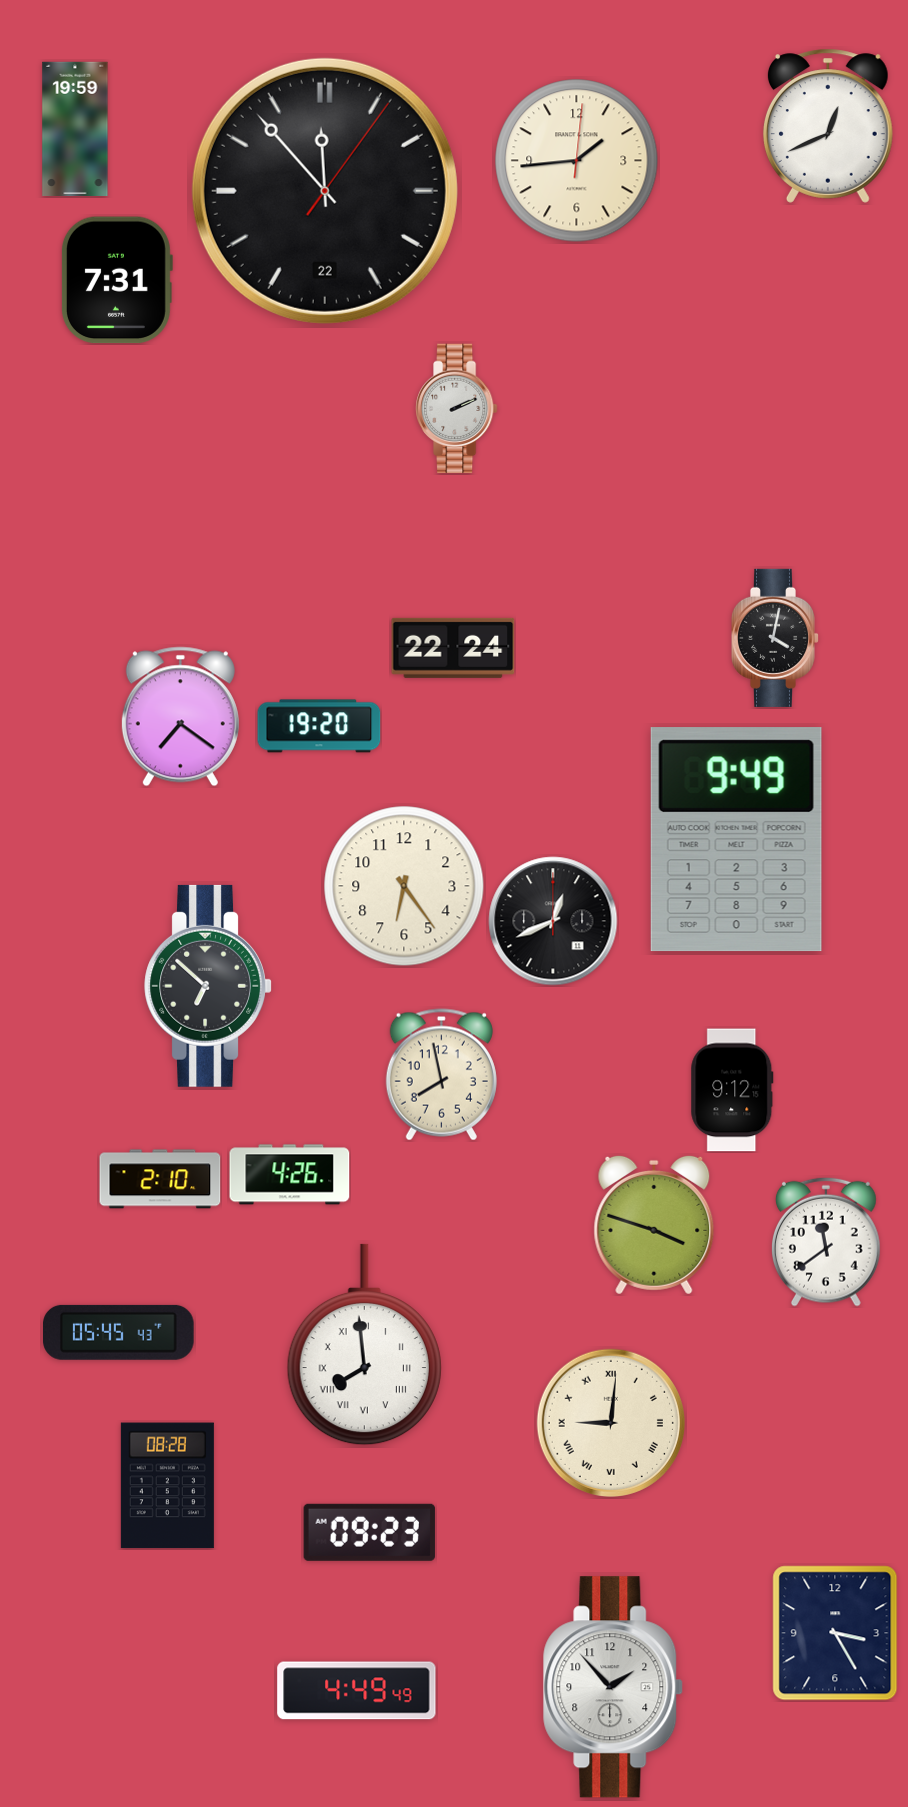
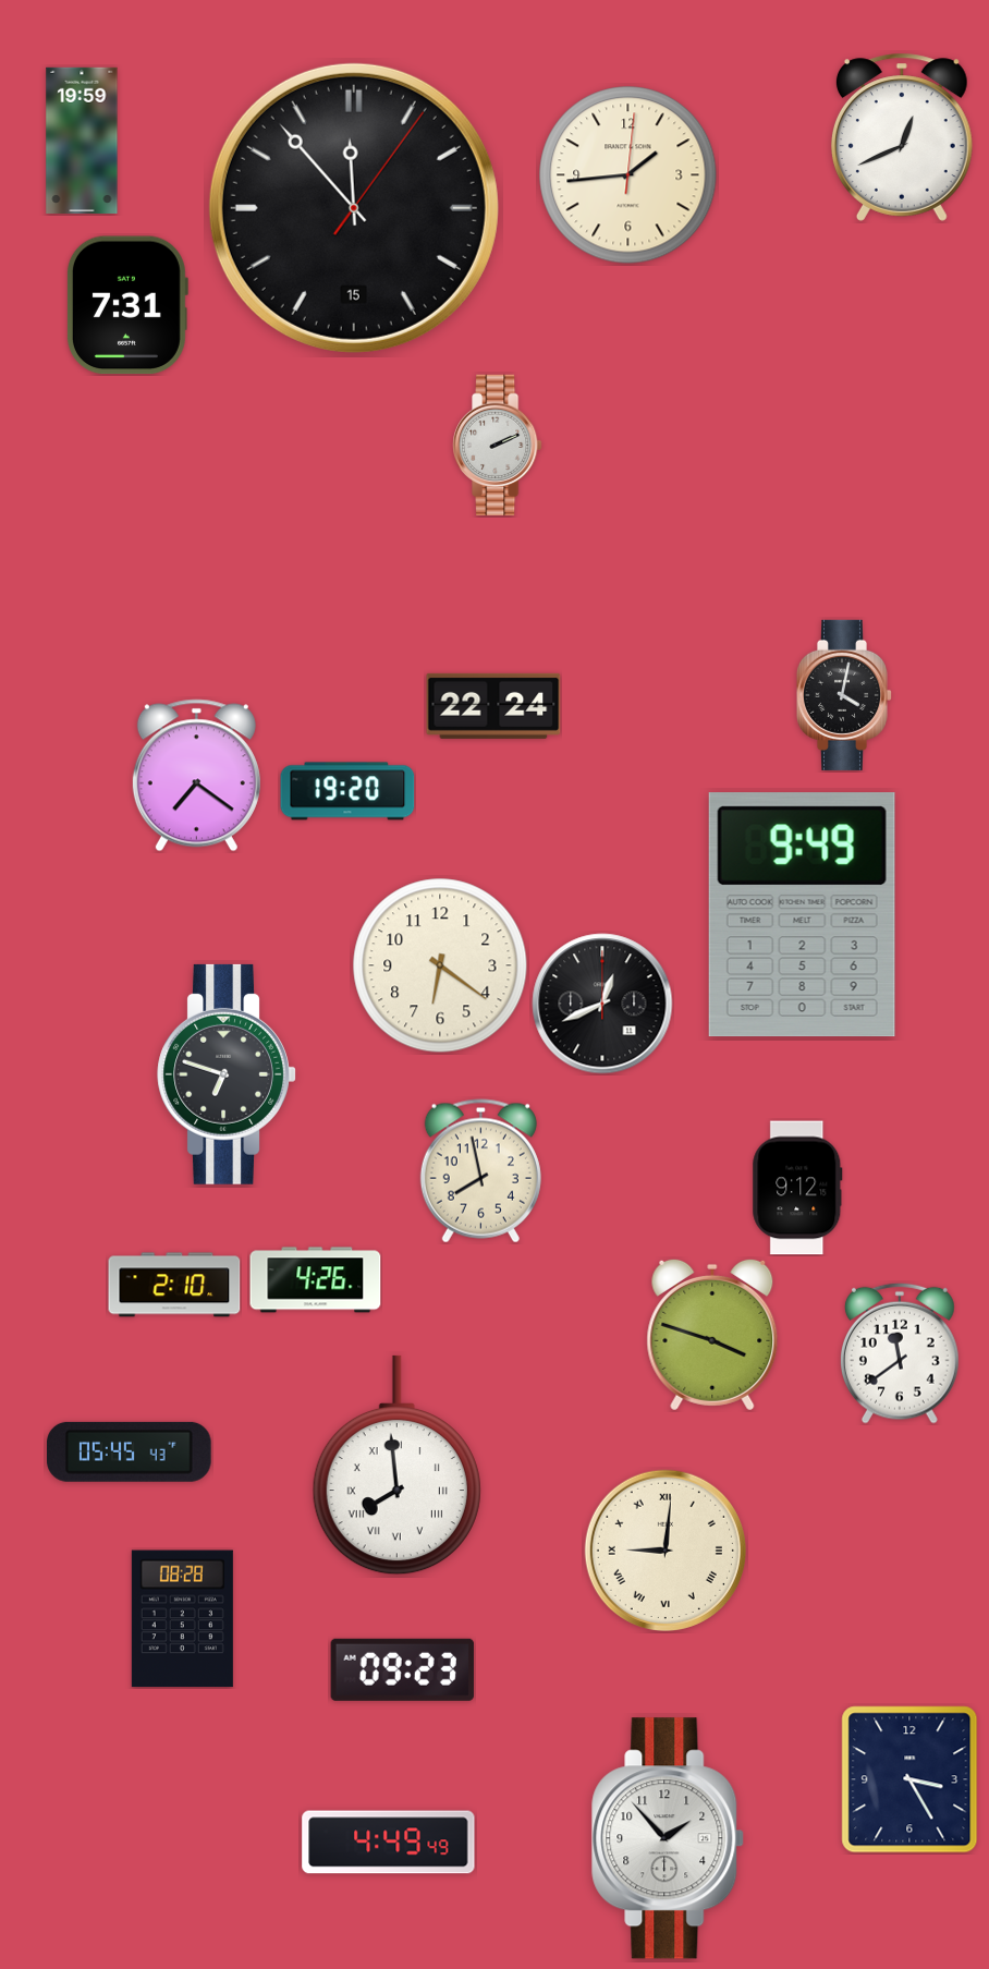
clock at (325, 191) date: 22 -> 15
clock at (180, 717) position: (180, 717) -> (196, 776)
clock at (404, 886): 6:24 -> 6:21
clock at (208, 986): 6:52 -> 6:48
